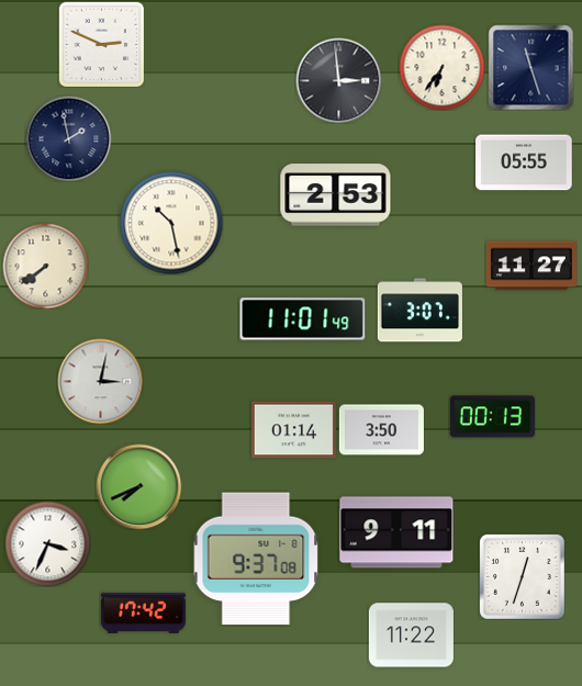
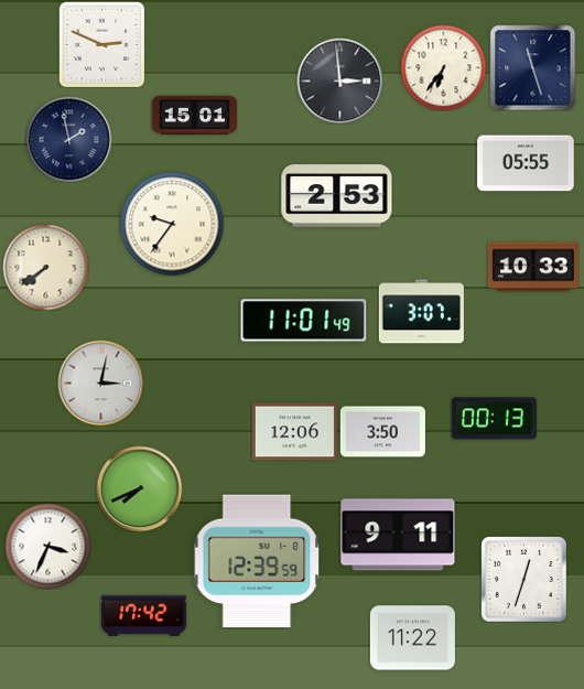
clock at (194, 116): none -> 15:01
clock at (171, 223): 10:28 -> 9:36
clock at (531, 266): 11:27 -> 10:33
clock at (293, 430): 01:14 -> 12:06
clock at (256, 559): 9:37 -> 12:39
